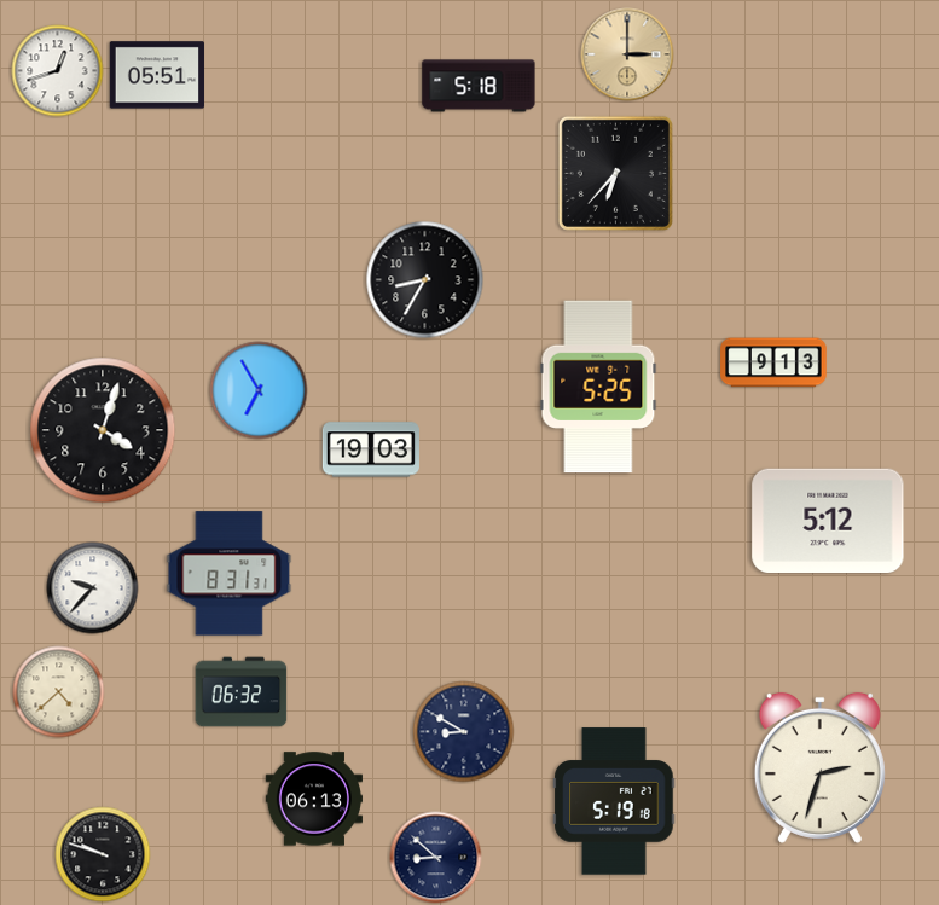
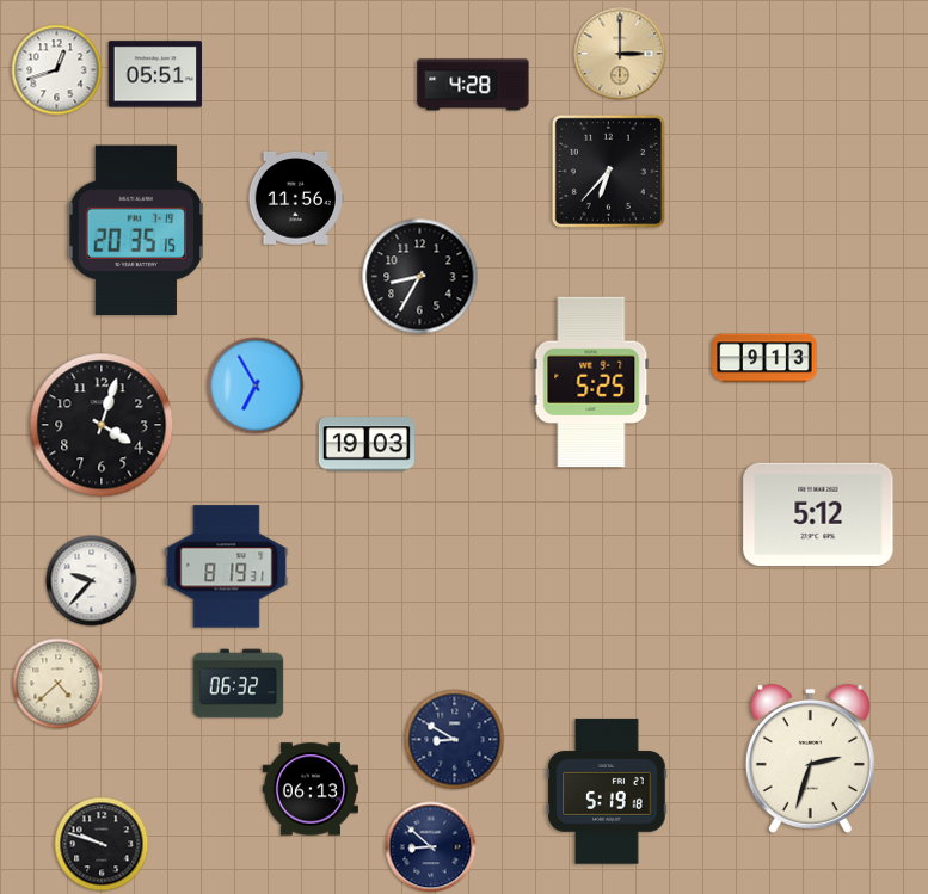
clock at (479, 86): 5:18 -> 4:28
clock at (296, 198): none -> 11:56
clock at (136, 230): none -> 20:35
clock at (230, 574): 8:31 -> 8:19
clock at (464, 732) position: (464, 732) -> (455, 740)
